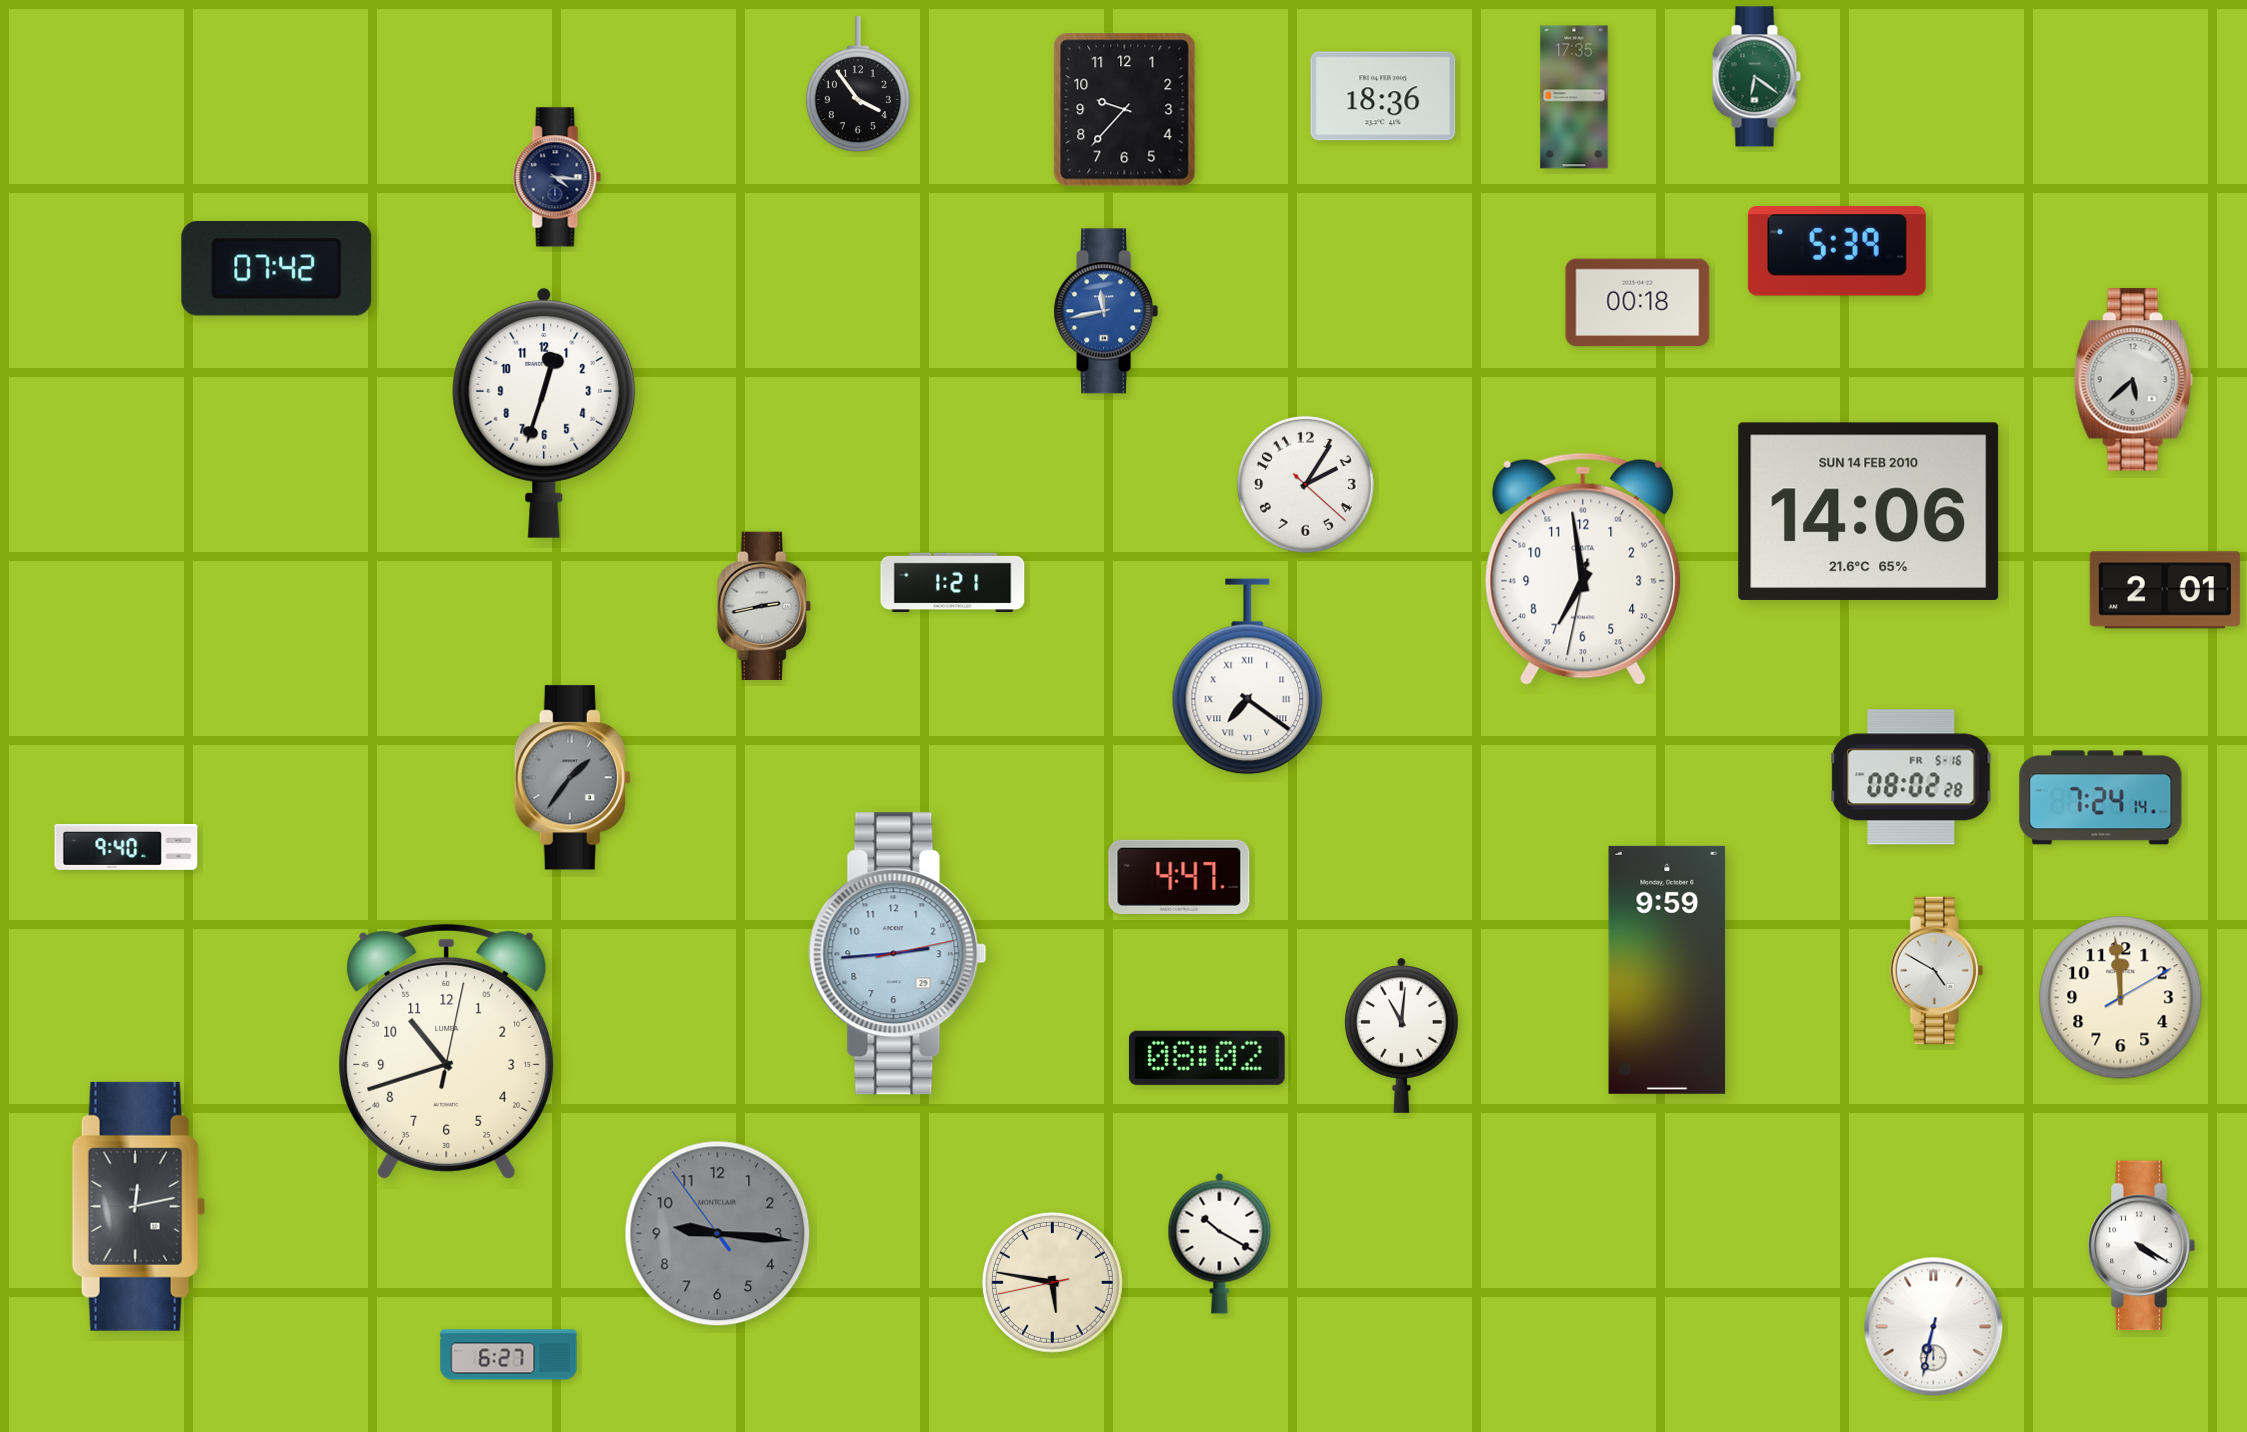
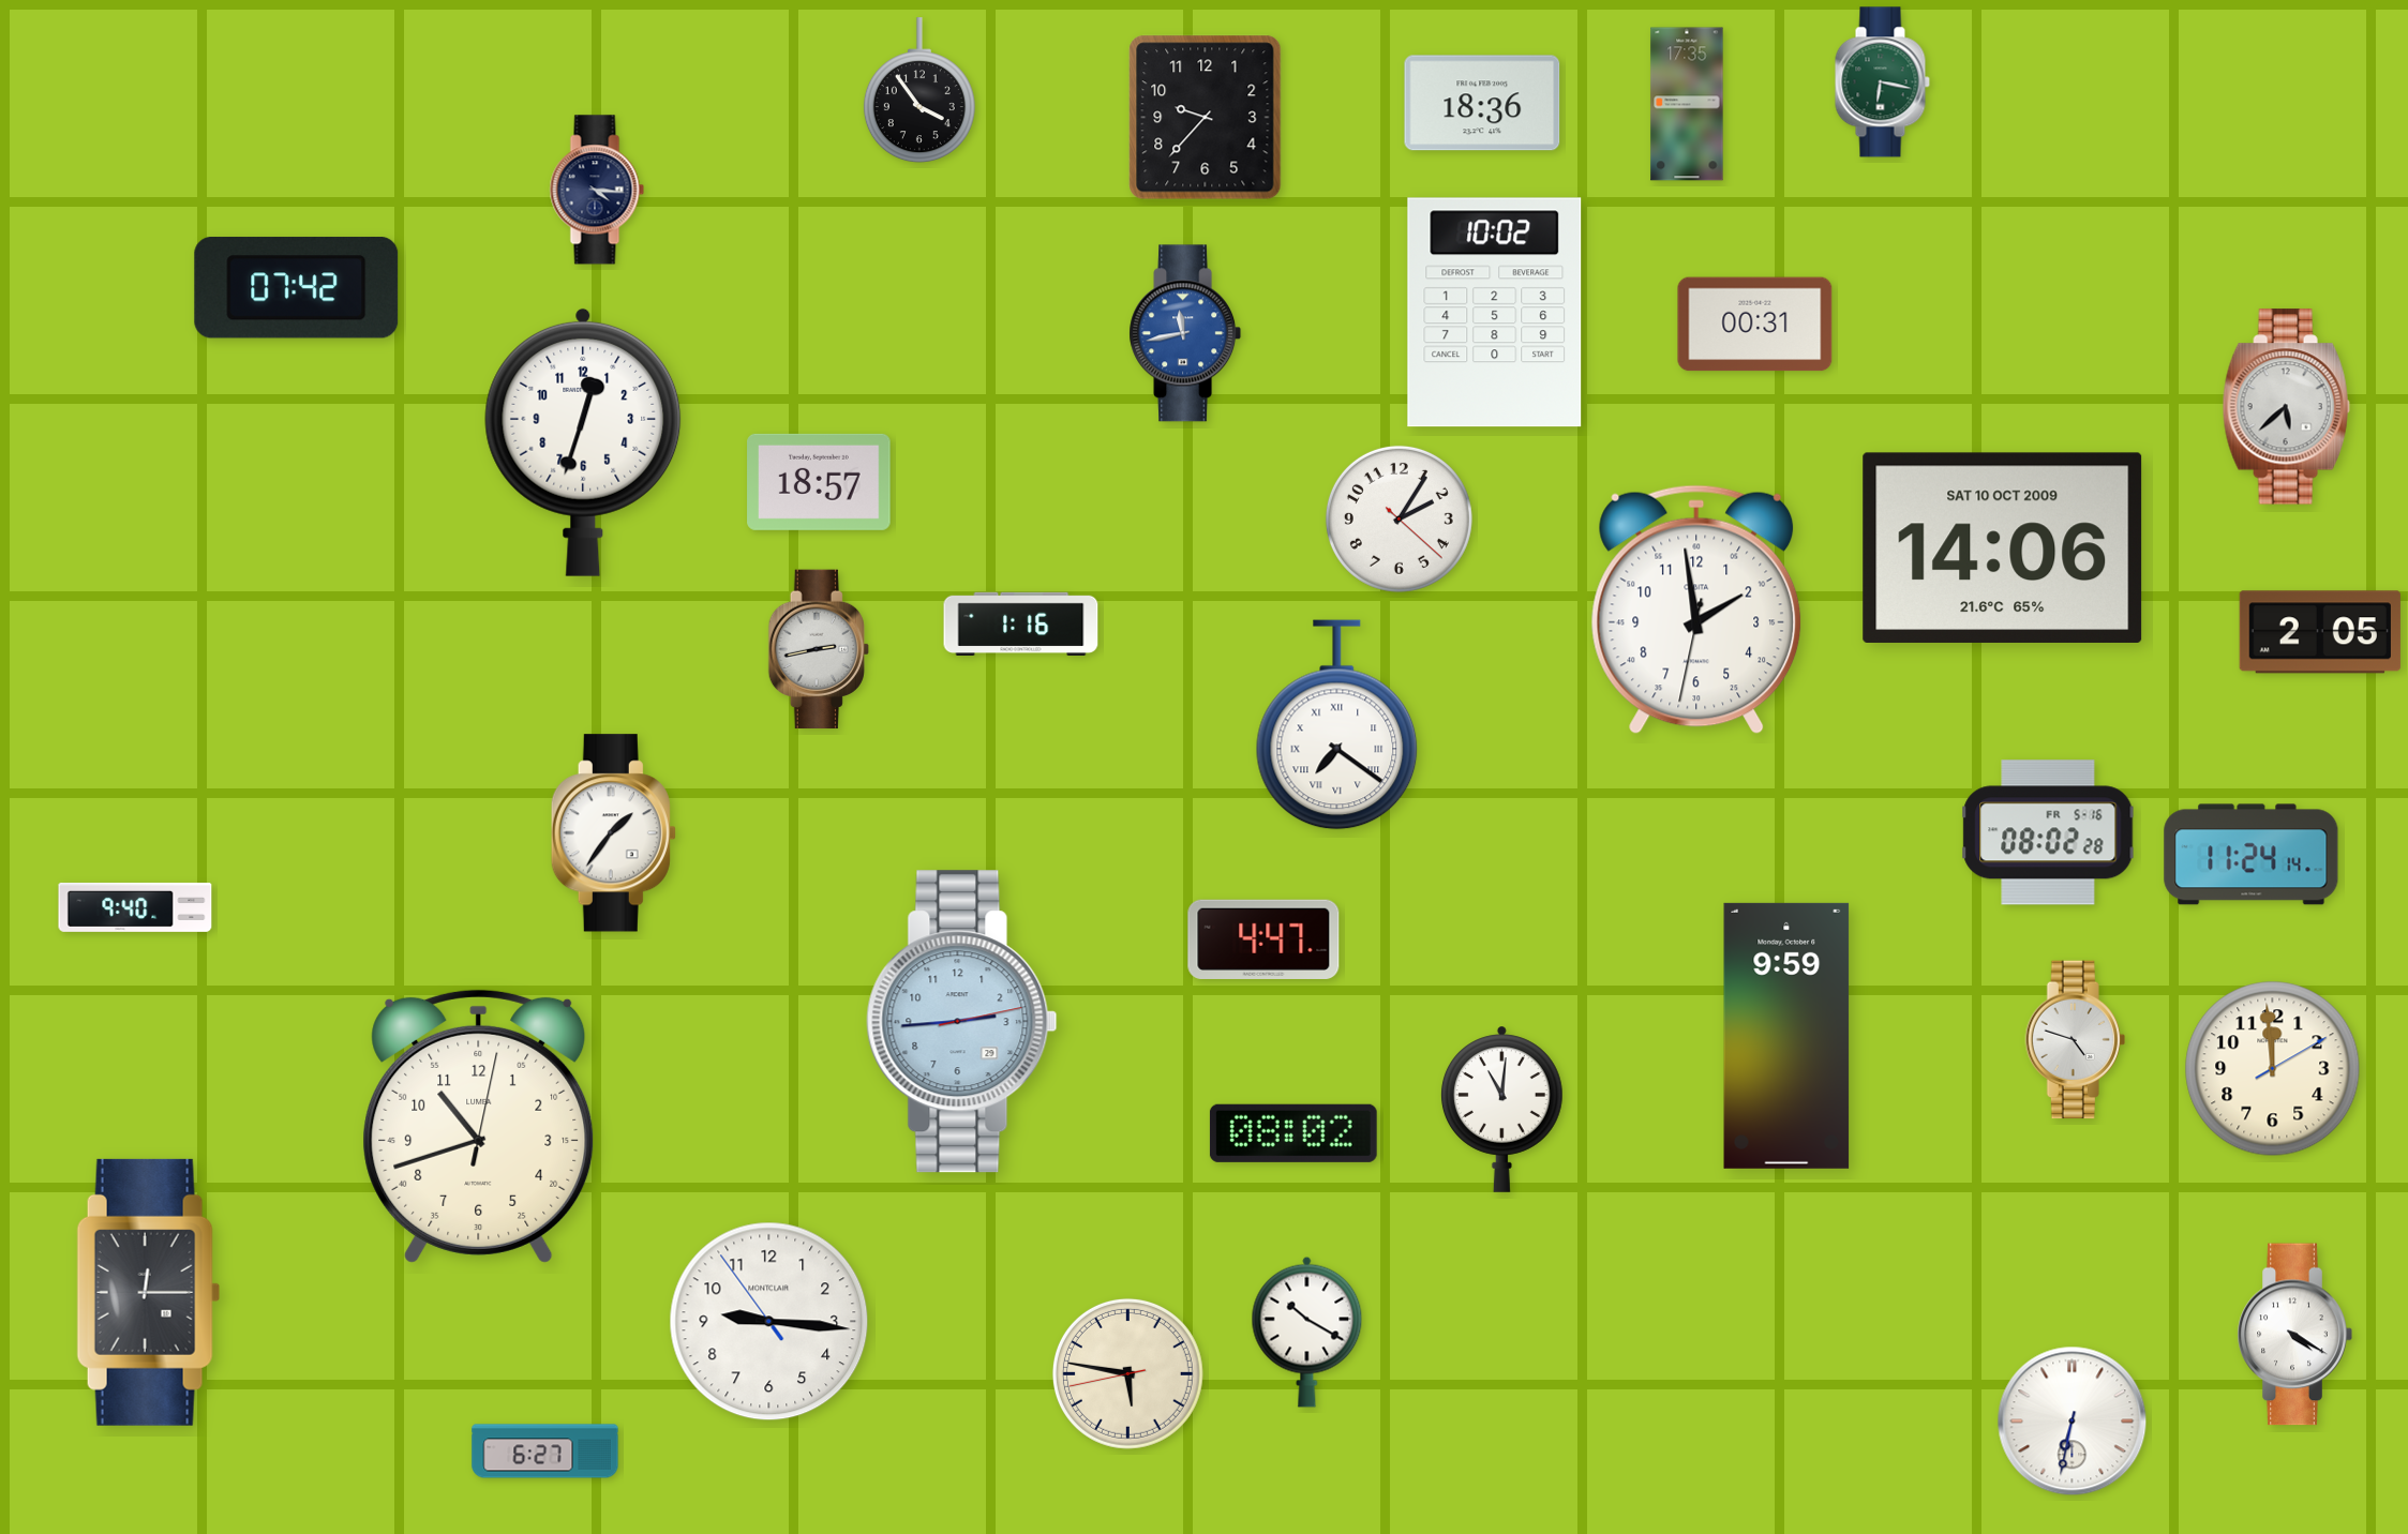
clock at (1756, 77): 6:21 -> 6:17
clock at (1837, 252): 5:39 -> none
clock at (1495, 313): none -> 10:02
clock at (1638, 303): 00:18 -> 00:31
clock at (819, 482): none -> 18:57
clock at (1869, 511) date: SUN 14 FEB 2010 -> SAT 10 OCT 2009
clock at (1583, 569): 6:58 -> 1:58
clock at (953, 583): 1:21 -> 1:16
clock at (2165, 590): 2:01 -> 2:05
clock at (572, 778) dial: grey -> white
clock at (2101, 798): 7:24 -> 11:24
clock at (1667, 970) position: (1667, 970) -> (1786, 1036)
clock at (1936, 971): 4:50 -> 4:48
clock at (139, 1206): 12:13 -> 12:15
clock at (718, 1234) dial: grey -> white
